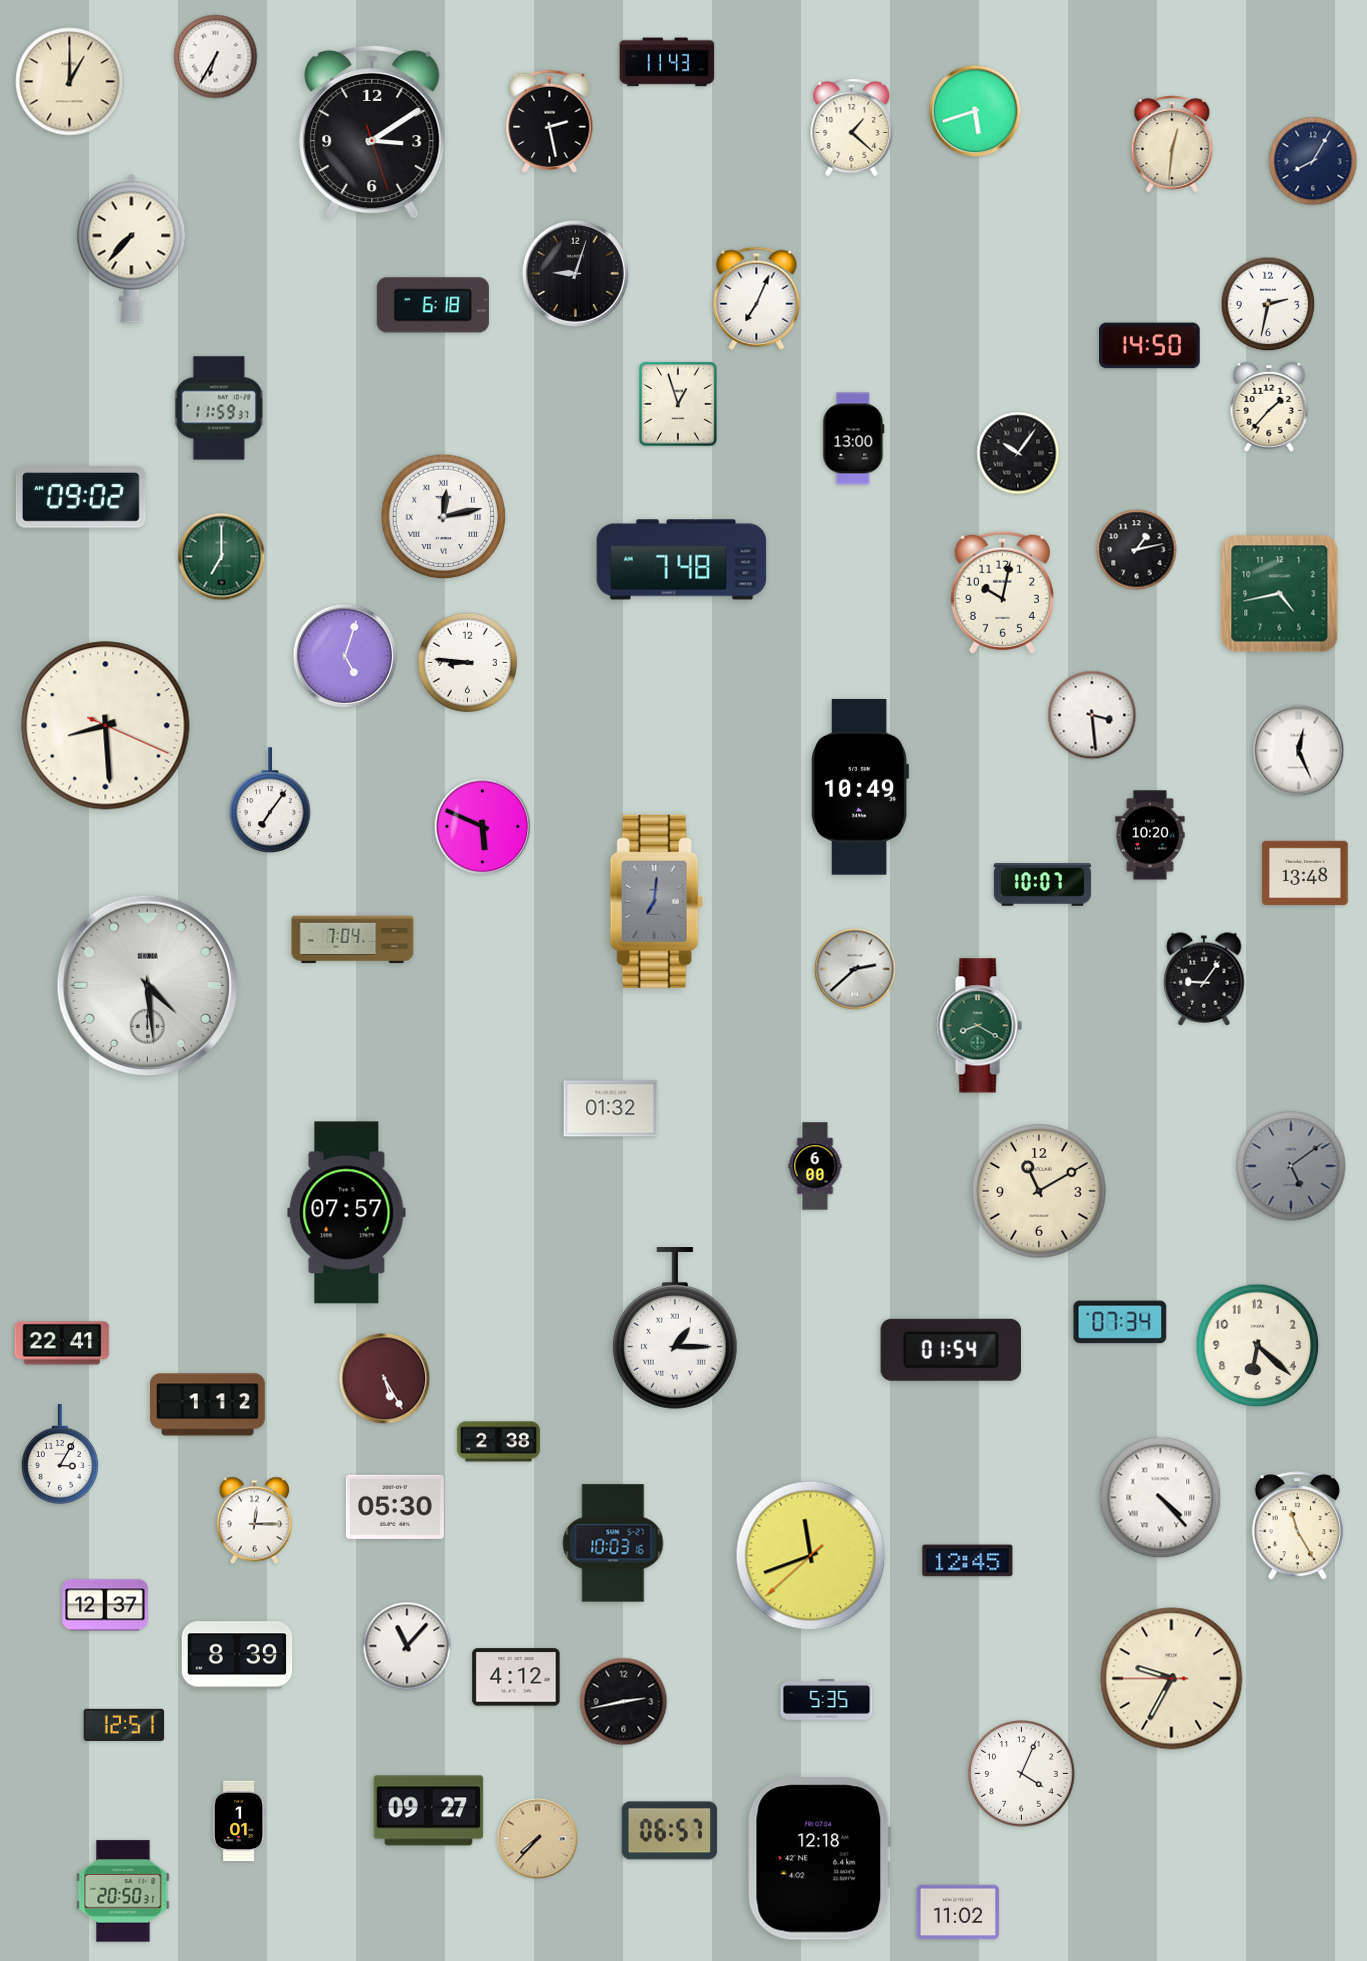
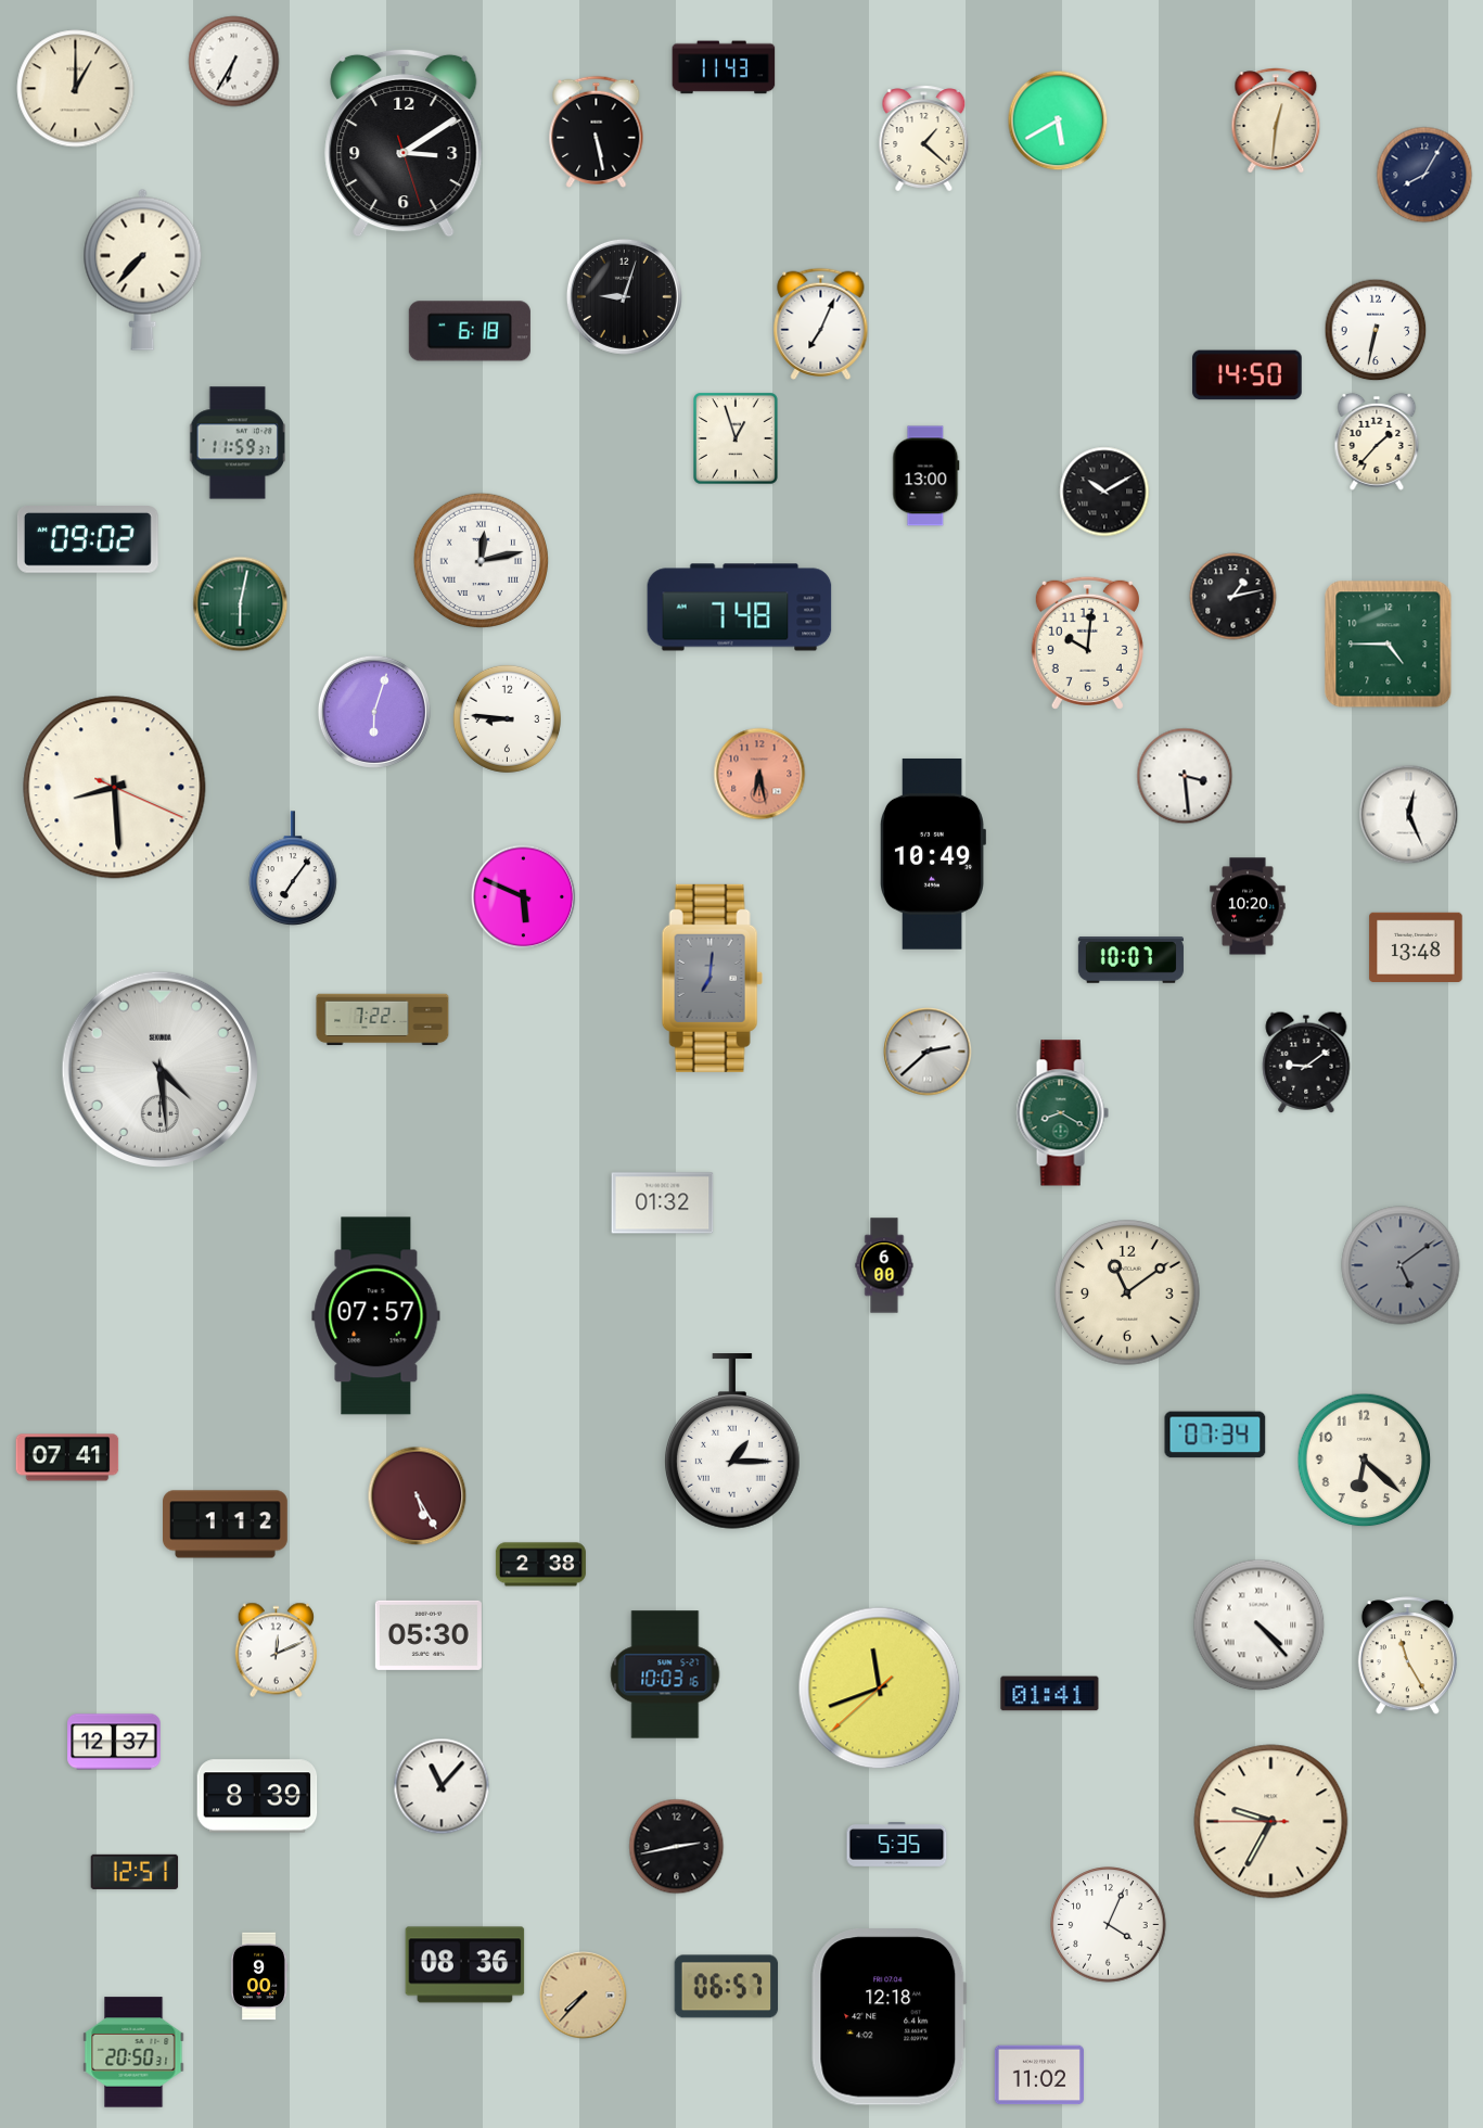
clock at (975, 111): 5:42 -> 5:40
clock at (550, 121): 2:28 -> 5:28
clock at (1172, 144) position: (1172, 144) -> (1276, 120)
clock at (1268, 304): 2:32 -> 6:32
clock at (1018, 453): 10:06 -> 10:10
clock at (222, 557): 7:00 -> 6:02
clock at (1002, 592): 10:02 -> 10:01
clock at (1280, 594): 4:43 -> 4:45
clock at (345, 656): 5:03 -> 6:03
clock at (759, 774): none -> 6:28
clock at (353, 940): 7:04 -> 7:22
clock at (1204, 979): 9:06 -> 9:09
clock at (1039, 1191): 11:10 -> 11:09
clock at (62, 1343): 22:41 -> 07:41
clock at (951, 1350): 01:54 -> none
clock at (60, 1454): 3:05 -> none
clock at (254, 1521): 12:15 -> 12:11
clock at (968, 1561): 12:45 -> 01:41
clock at (516, 1677): 4:12 -> none
clock at (429, 1811): 09:27 -> 08:36
clock at (239, 1821): 1:01 -> 9:00
